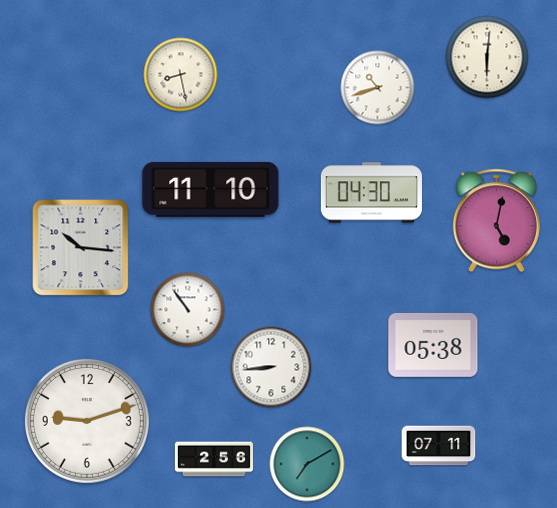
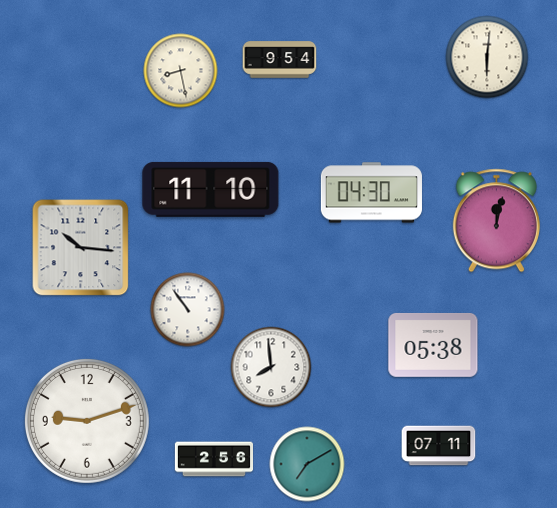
clock at (280, 60): none -> 9:54
clock at (181, 75) position: (181, 75) -> (181, 71)
clock at (378, 88): 10:42 -> none
clock at (496, 221): 5:02 -> 12:02
clock at (271, 367): 8:44 -> 7:59
